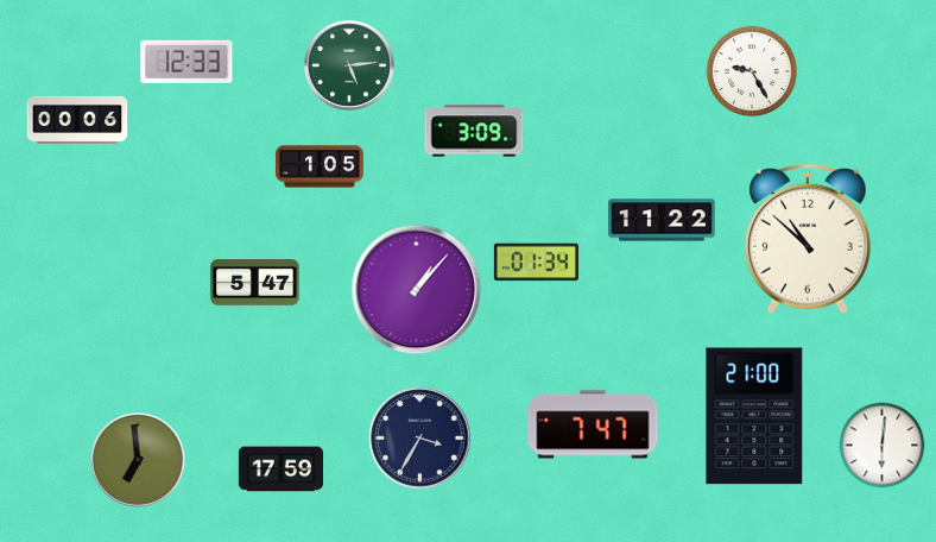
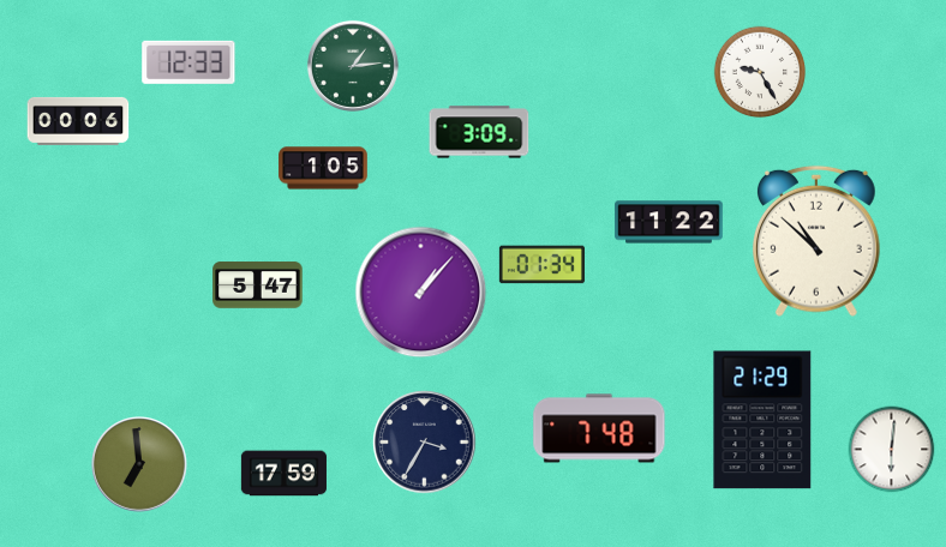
clock at (349, 65): 5:14 -> 1:14
clock at (754, 416): 21:00 -> 21:29
clock at (593, 424): 7:47 -> 7:48
